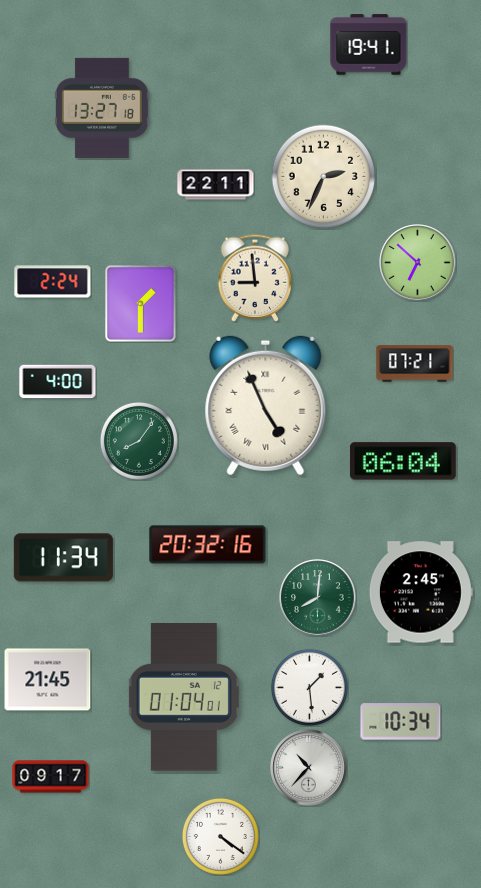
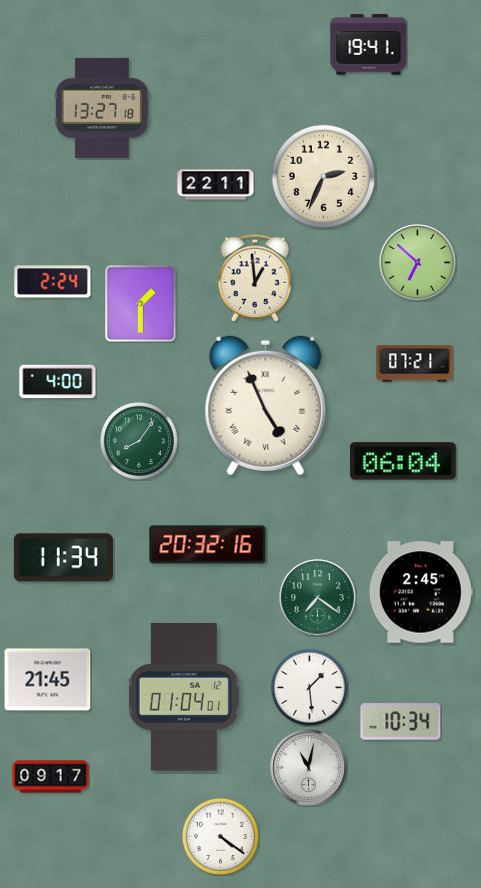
clock at (255, 278): 8:59 -> 12:59
clock at (318, 598): 8:01 -> 7:21
clock at (309, 768): 10:37 -> 11:02
